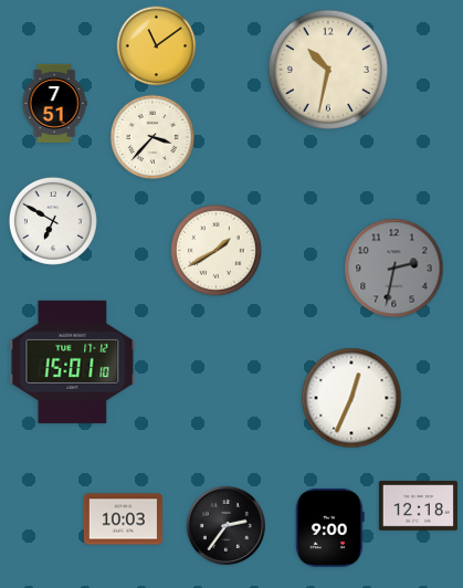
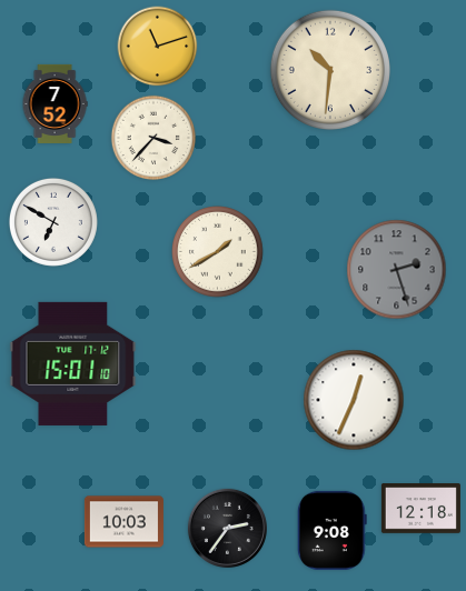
clock at (157, 46): 11:09 -> 11:12
clock at (328, 70): 10:32 -> 10:31
clock at (54, 103): 7:51 -> 7:52
clock at (394, 269): 2:32 -> 2:27
clock at (329, 527): 9:00 -> 9:08
